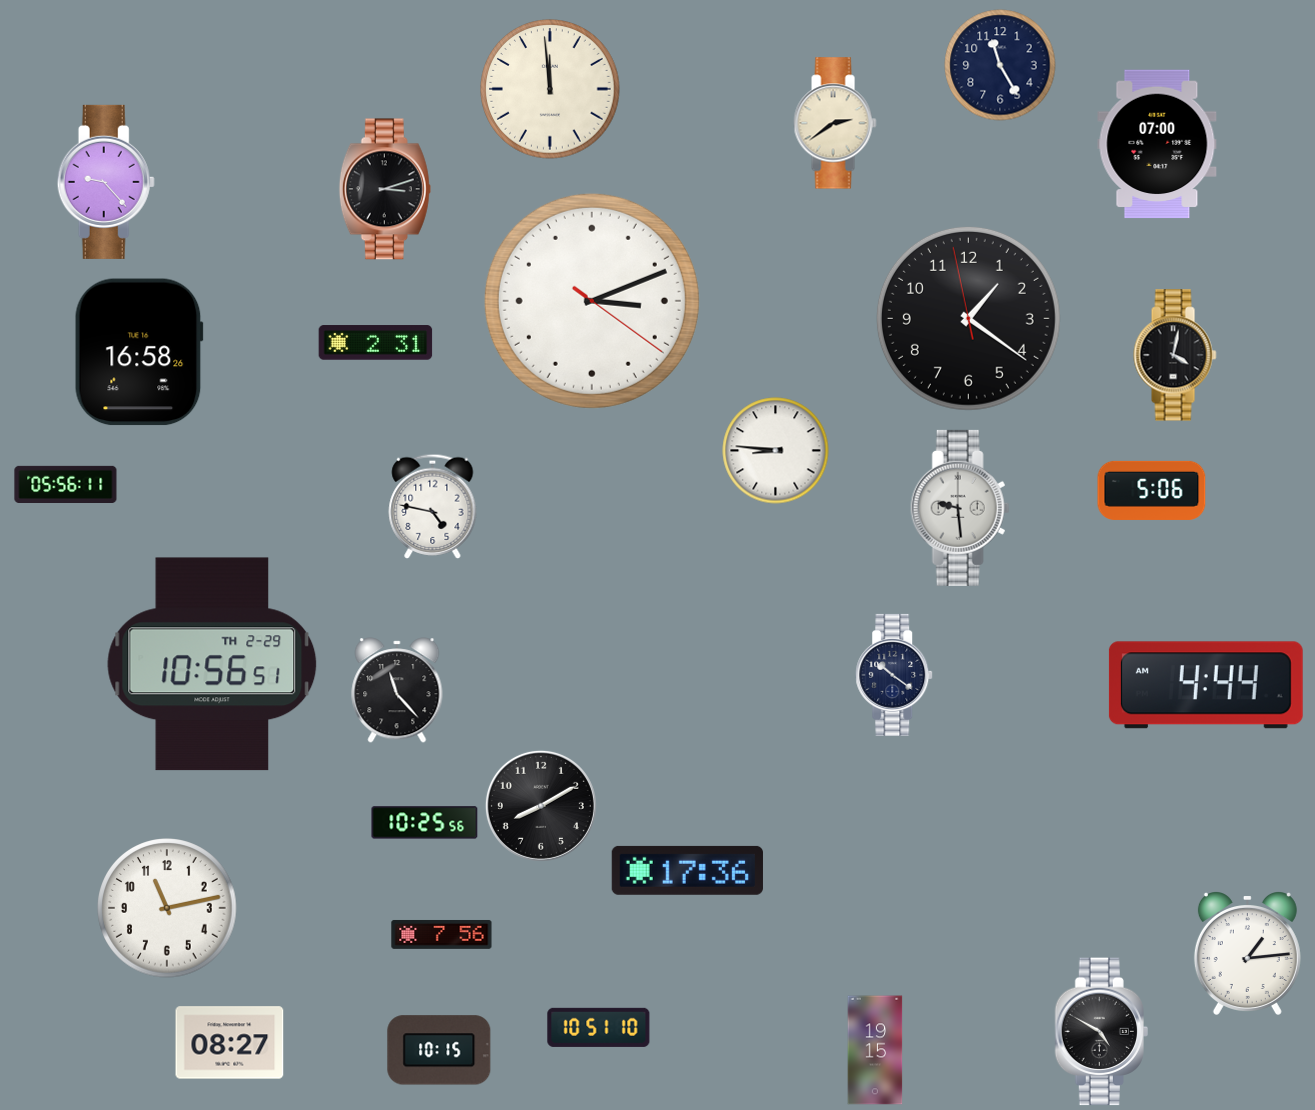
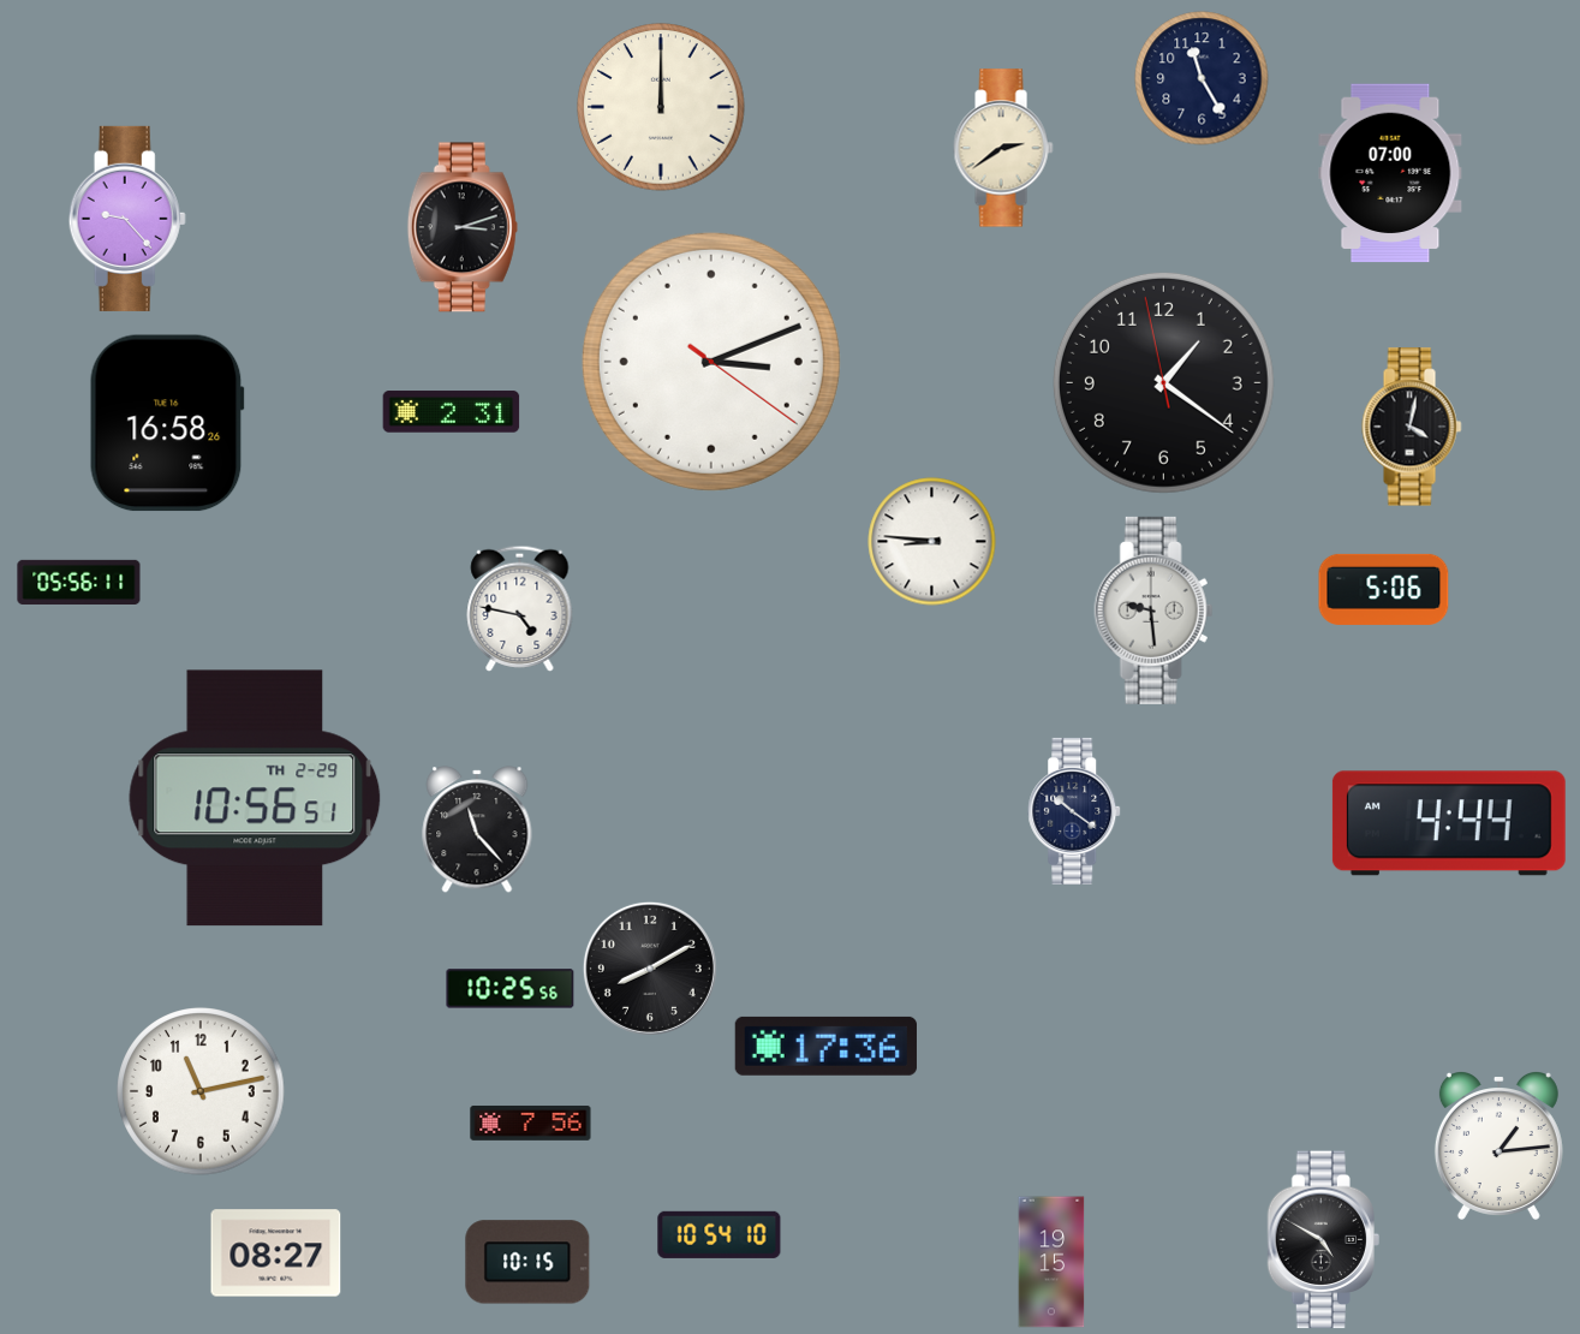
clock at (550, 89): 11:59 -> 12:00
clock at (599, 1027): 10:51 -> 10:54
